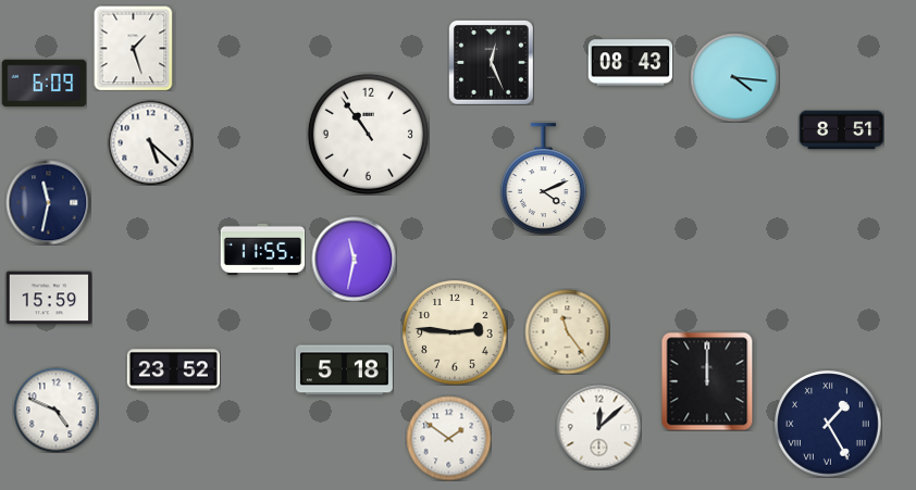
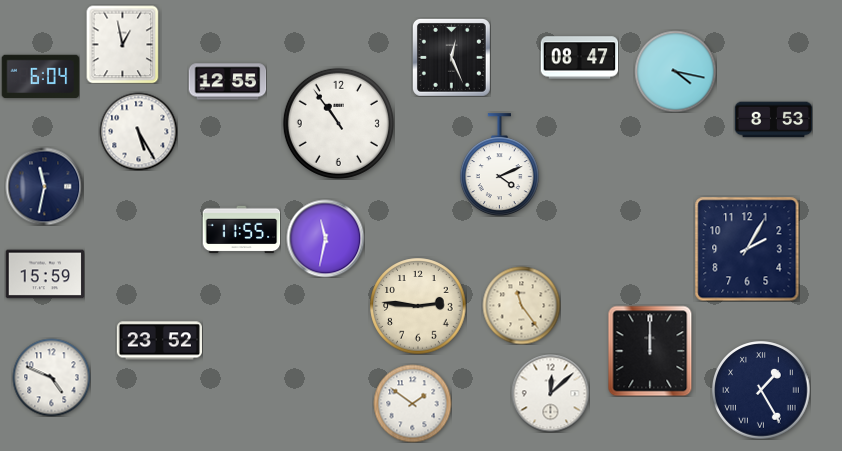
clock at (134, 48): 1:27 -> 12:58
clock at (630, 63): 08:43 -> 08:47
clock at (734, 77): 4:16 -> 4:17
clock at (44, 84): 6:09 -> 6:04
clock at (227, 82): none -> 12:55
clock at (841, 130): 8:51 -> 8:53
clock at (150, 142): 5:22 -> 5:25
clock at (747, 249): none -> 2:05
clock at (344, 370): 5:18 -> none
